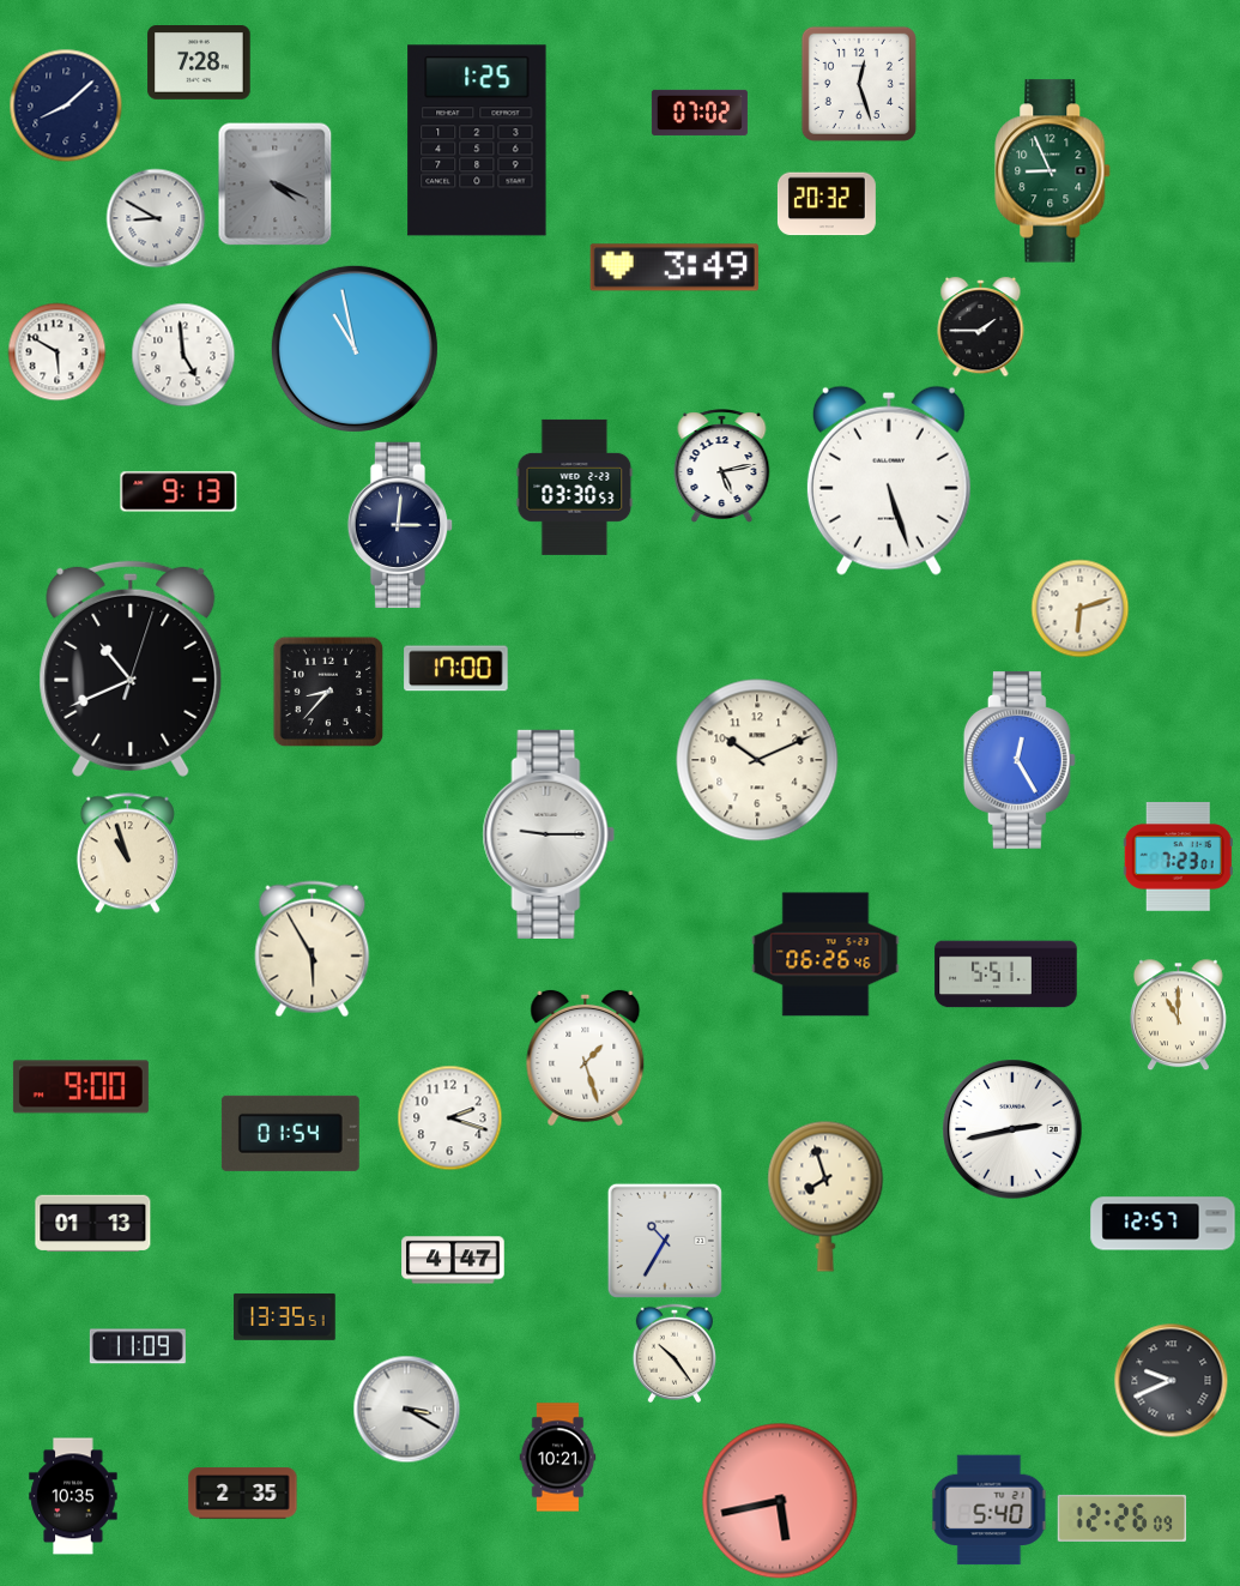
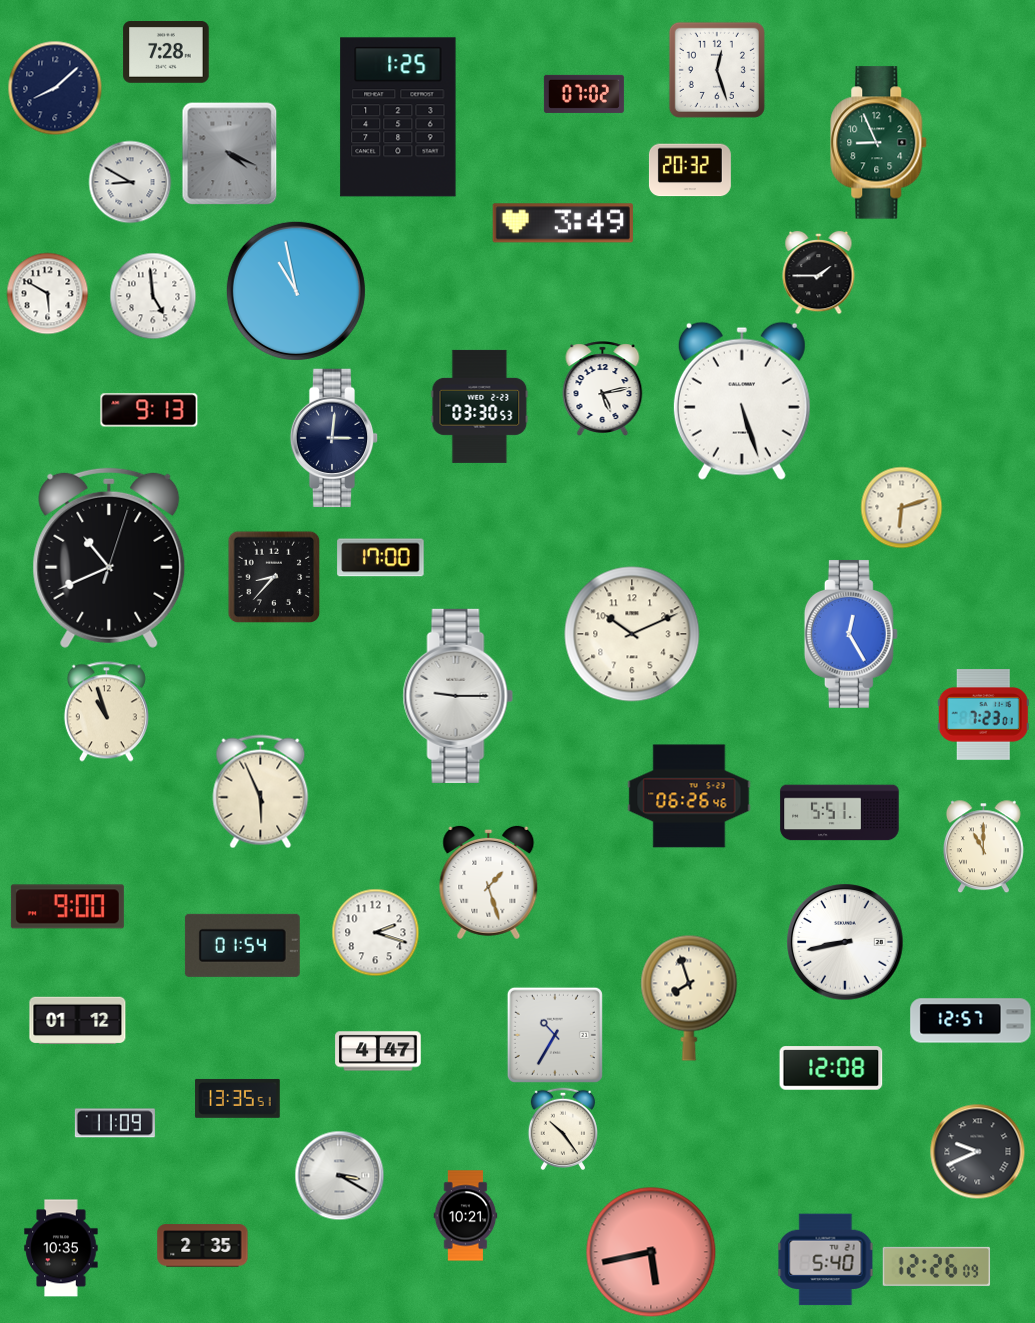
clock at (313, 949): 5:55 -> 5:56
clock at (1012, 1129): 2:43 -> 8:43
clock at (93, 1224): 01:13 -> 01:12
clock at (831, 1068): none -> 12:08
